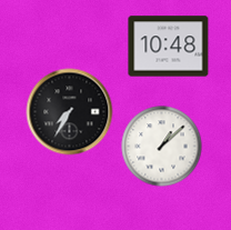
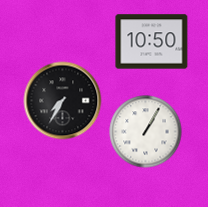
clock at (169, 47): 10:48 -> 10:50
clock at (162, 147): 1:08 -> 1:05
